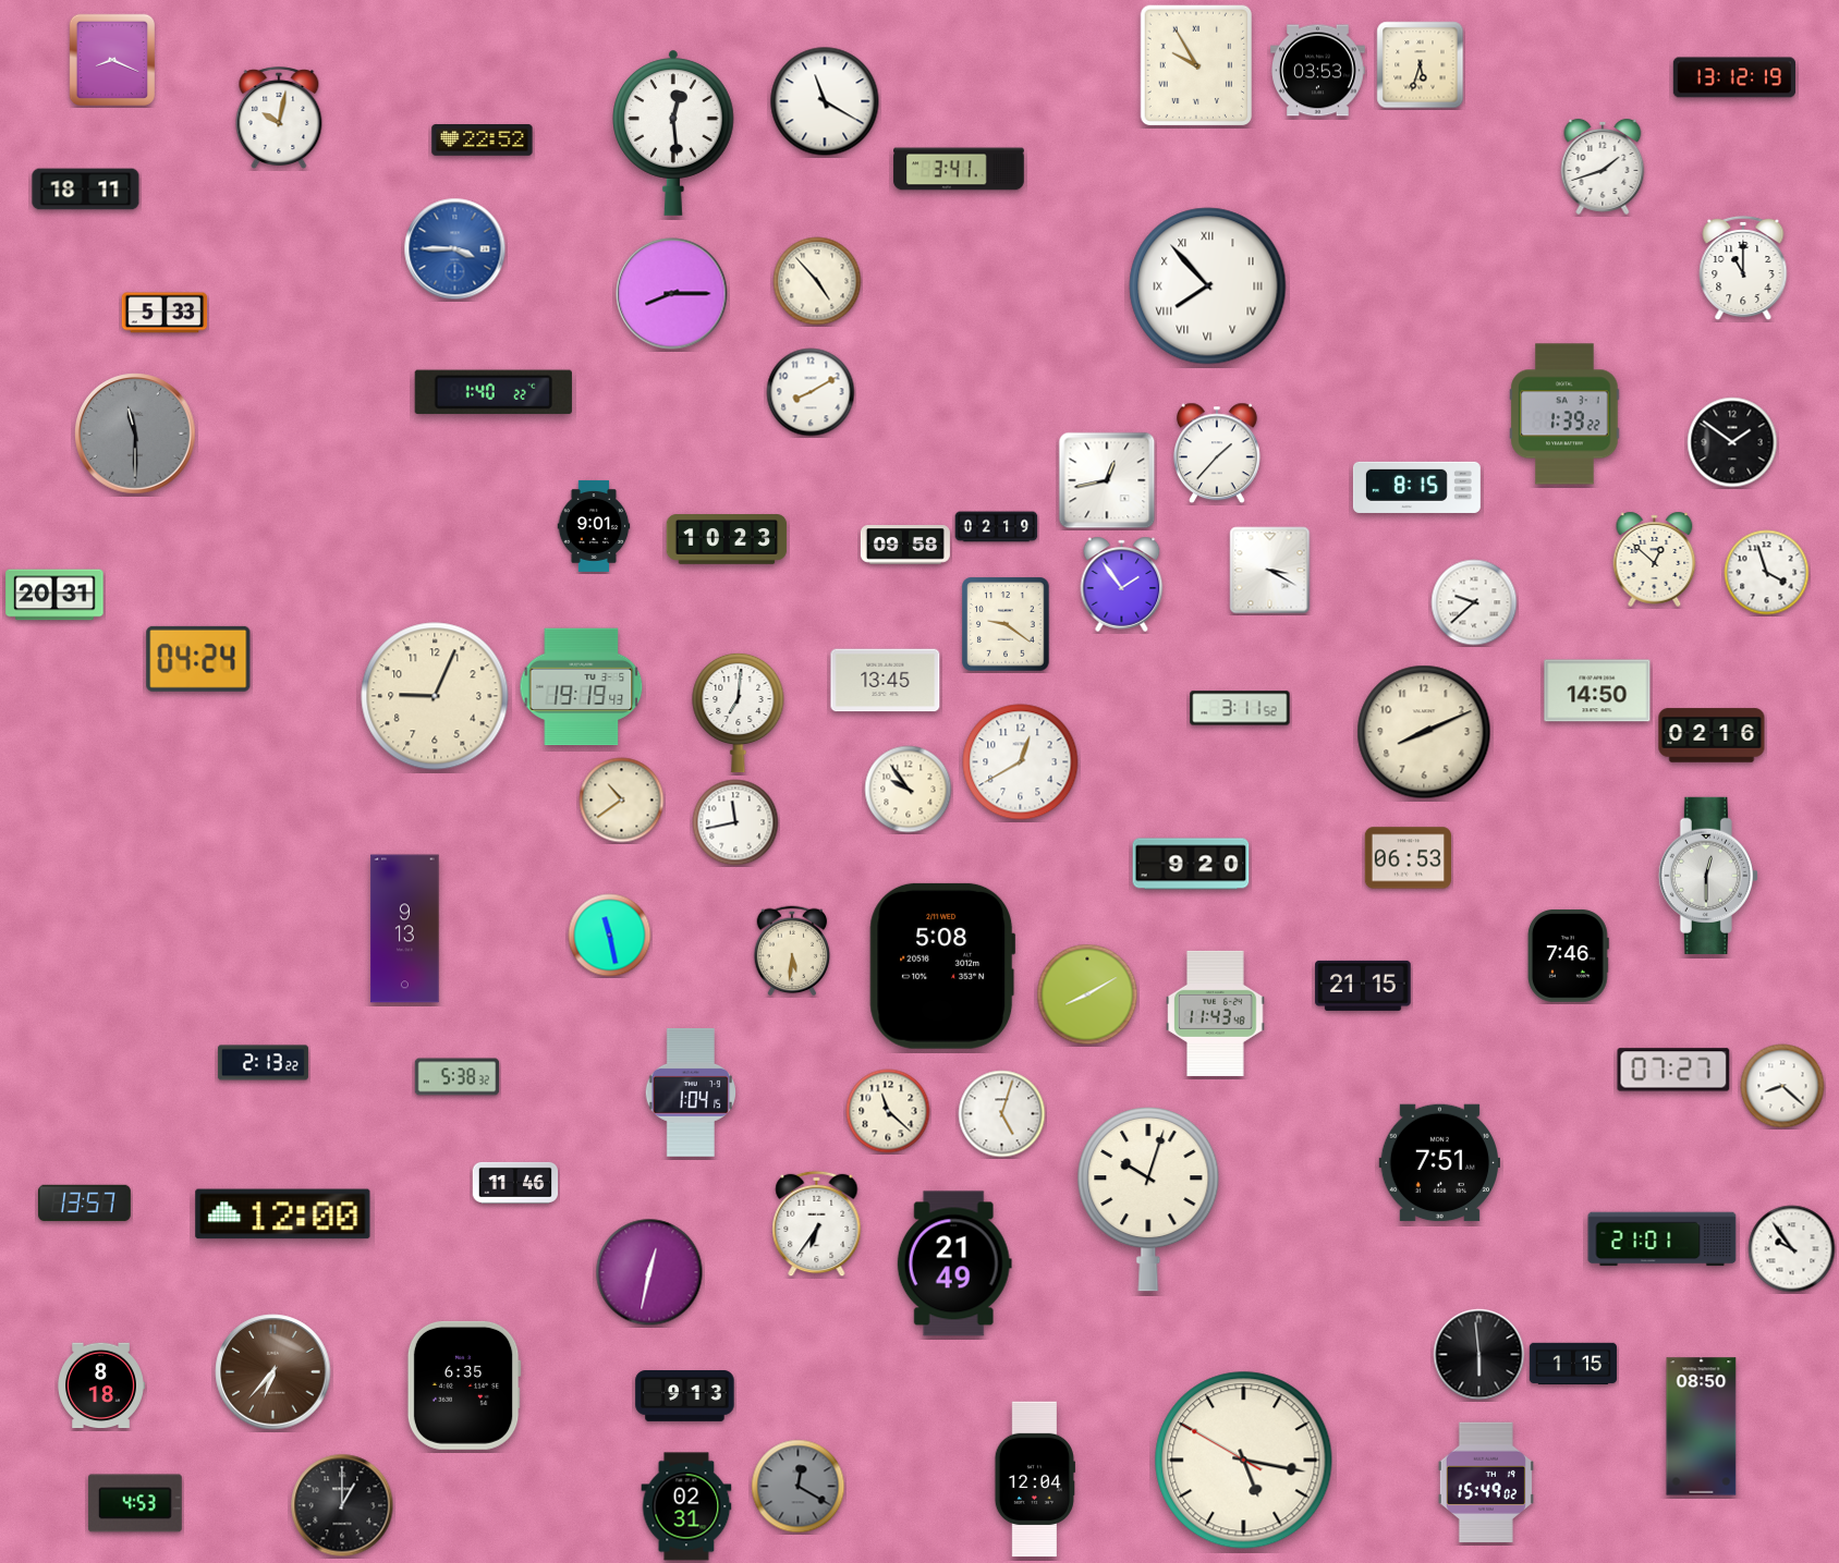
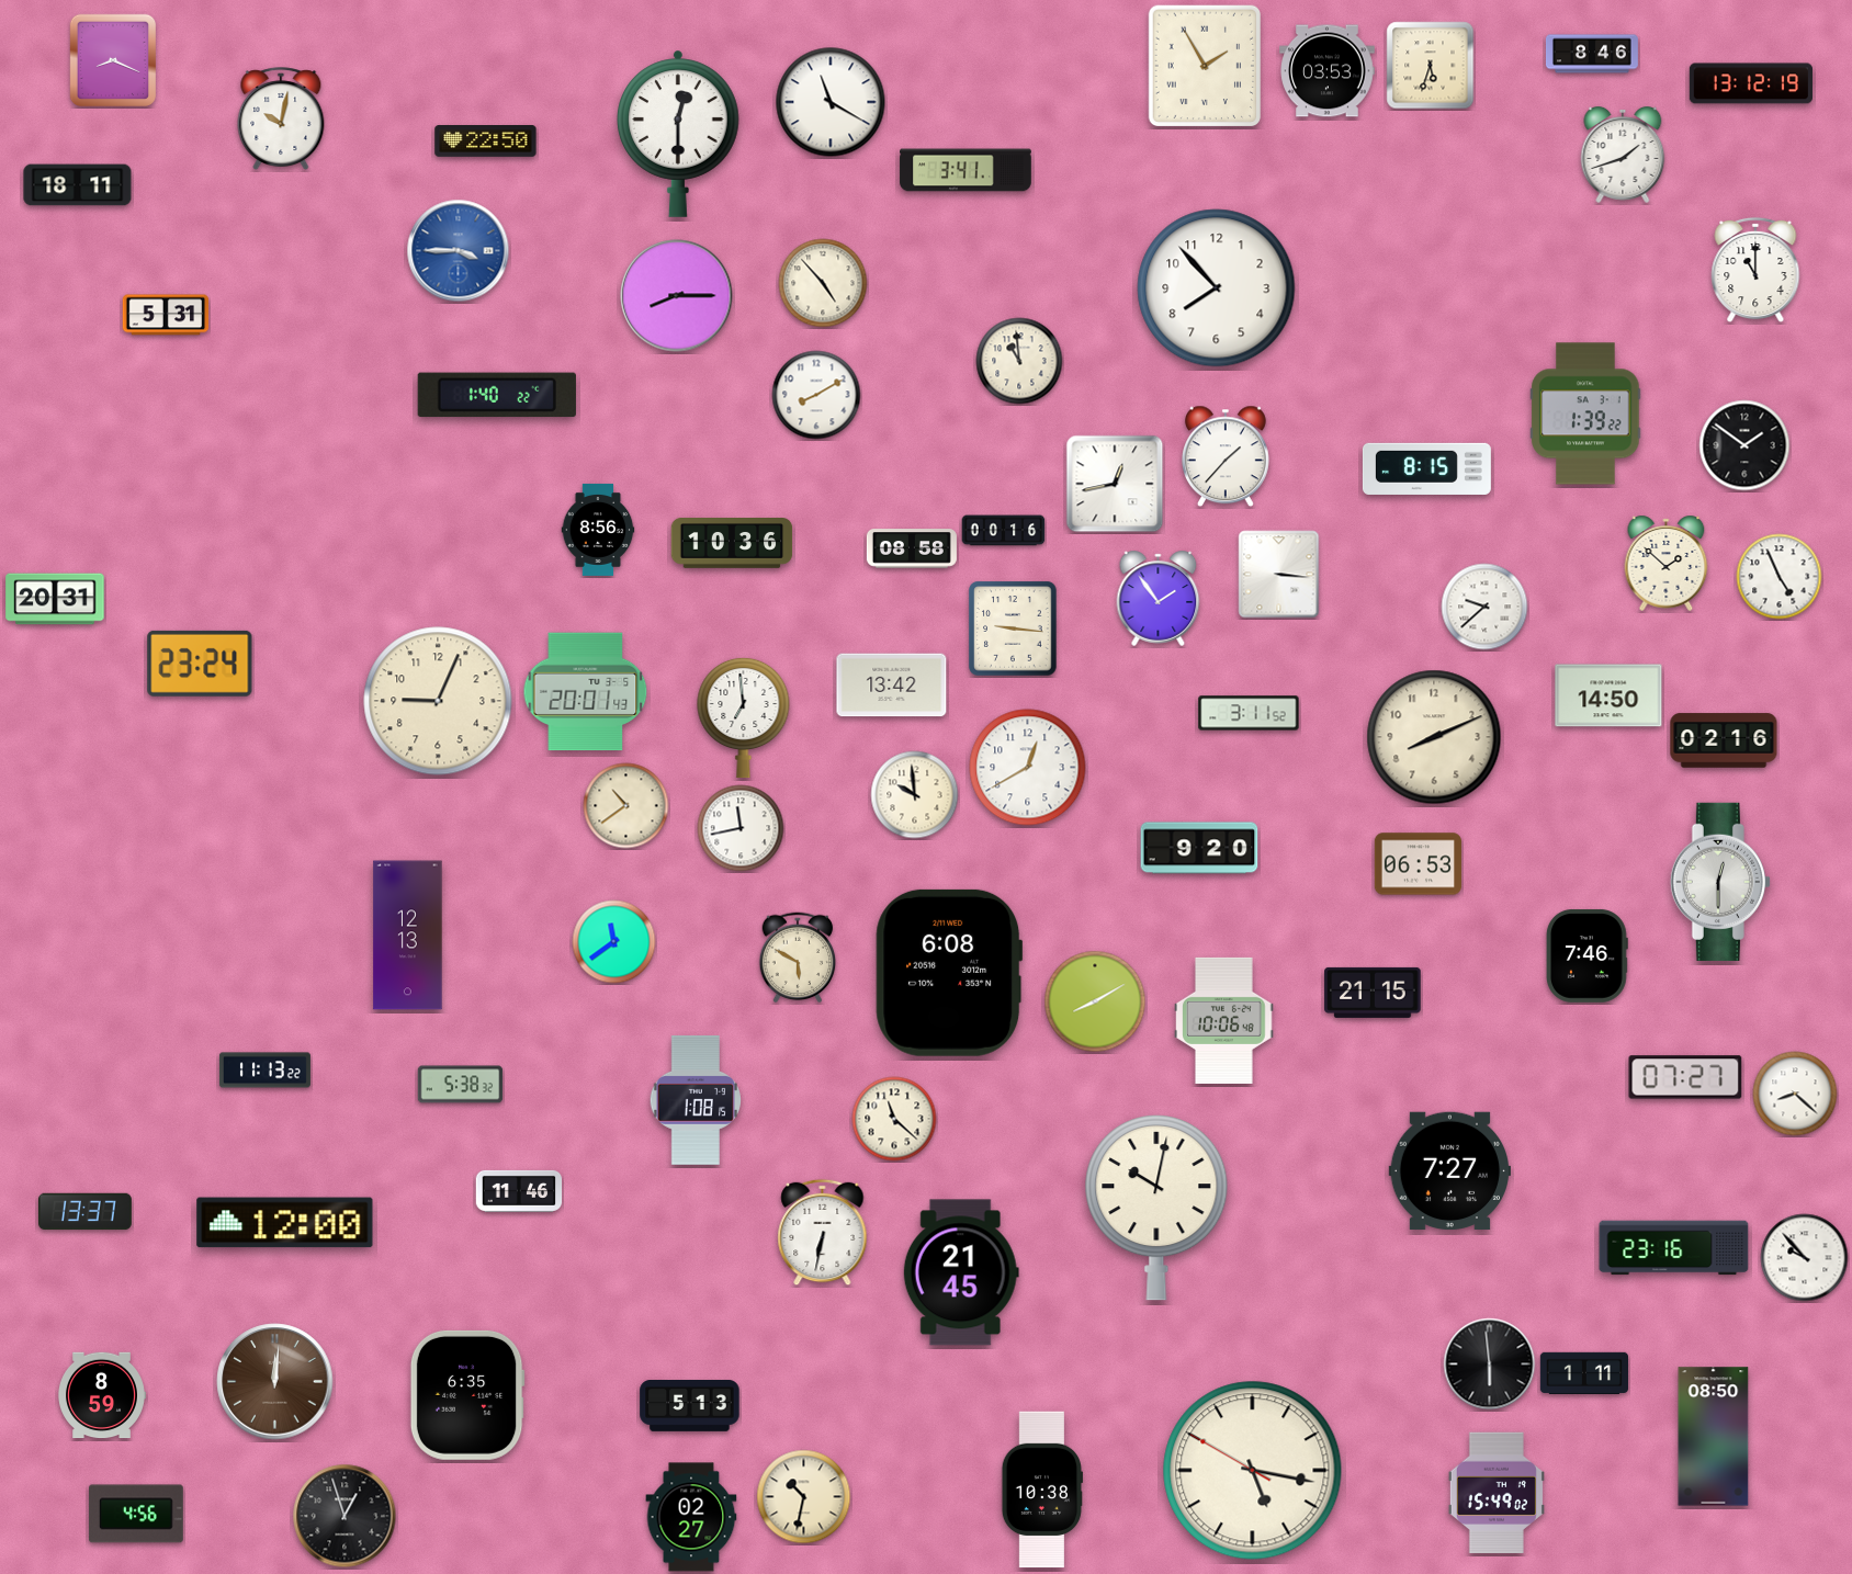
clock at (1592, 54): none -> 8:46
clock at (1196, 65): 9:55 -> 1:55
clock at (1733, 77) position: (1733, 77) -> (1750, 83)
clock at (674, 133): 12:29 -> 12:30
clock at (483, 141): 22:52 -> 22:50
clock at (1603, 167) position: (1603, 167) -> (1623, 155)
clock at (86, 190) position: (86, 190) -> (78, 185)
clock at (1208, 286) numerals: Roman -> Arabic
clock at (165, 313): 5:33 -> 5:31
clock at (1019, 361): none -> 10:59
clock at (1564, 414) position: (1564, 414) -> (1585, 414)
clock at (135, 434): 11:30 -> none
clock at (1416, 487) position: (1416, 487) -> (1426, 468)
clock at (594, 526): 9:01 -> 8:56
clock at (997, 527): 02:19 -> 00:16
clock at (727, 540): 10:23 -> 10:36
clock at (905, 545): 09:58 -> 08:58
clock at (1655, 559): 12:52 -> 1:52
clock at (1270, 571): 3:20 -> 3:16
clock at (1767, 573): 3:57 -> 4:56
clock at (1122, 584) position: (1122, 584) -> (1159, 598)
clock at (1006, 624): 9:21 -> 9:16
clock at (198, 659): 04:24 -> 23:24
clock at (886, 681): 13:45 -> 13:42
clock at (582, 687): 19:19 -> 20:01
clock at (739, 712): 7:01 -> 6:59
clock at (909, 790): 9:54 -> 9:59
clock at (1191, 864) position: (1191, 864) -> (1199, 848)
clock at (405, 929): 9:13 -> 12:13
clock at (610, 936): 11:28 -> 11:39
clock at (792, 951): 5:31 -> 5:50
clock at (1568, 955) position: (1568, 955) -> (1586, 955)
clock at (942, 966): 5:08 -> 6:08
clock at (1216, 1013): 11:43 -> 10:06
clock at (263, 1063): 2:13 -> 11:13
clock at (690, 1092): 1:04 -> 1:08
clock at (1002, 1114): 5:03 -> none
clock at (1439, 1163): 7:51 -> 7:27
clock at (1148, 1199): 10:03 -> 10:02
clock at (84, 1204): 13:57 -> 13:37
clock at (817, 1224): 6:36 -> 6:32
clock at (1663, 1240): 21:01 -> 23:16
clock at (1792, 1249): 9:54 -> 9:53
clock at (954, 1263): 21:49 -> 21:45
clock at (649, 1272): 12:32 -> none
clock at (1573, 1363): 1:15 -> 1:11
clock at (273, 1372): 6:37 -> 12:01
clock at (101, 1385): 8:18 -> 8:59
clock at (685, 1396): 9:13 -> 5:13
clock at (1035, 1479): 12:04 -> 10:38
clock at (799, 1487): 12:20 -> 10:32
clock at (799, 1487) dial: grey -> cream
clock at (135, 1503): 4:53 -> 4:56
clock at (342, 1505): 1:00 -> 12:57
clock at (686, 1506): 02:31 -> 02:27
